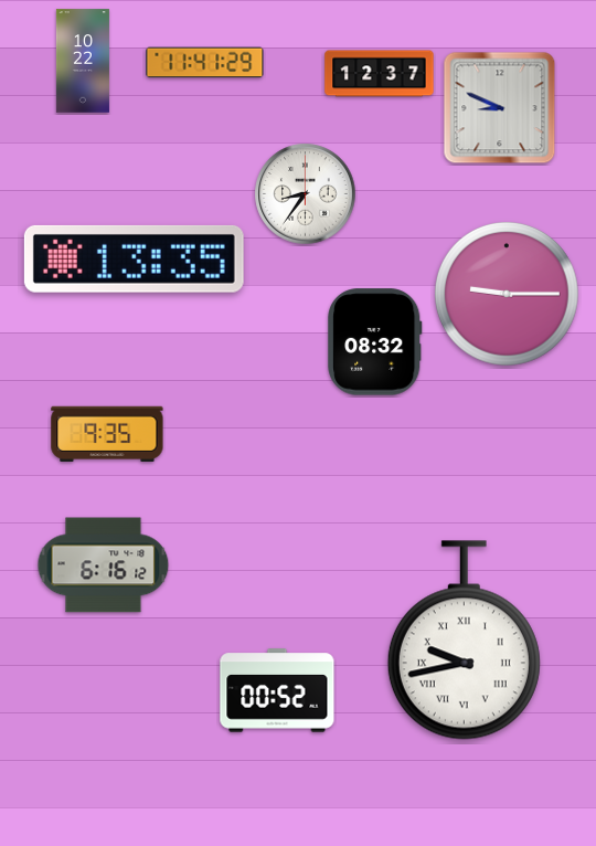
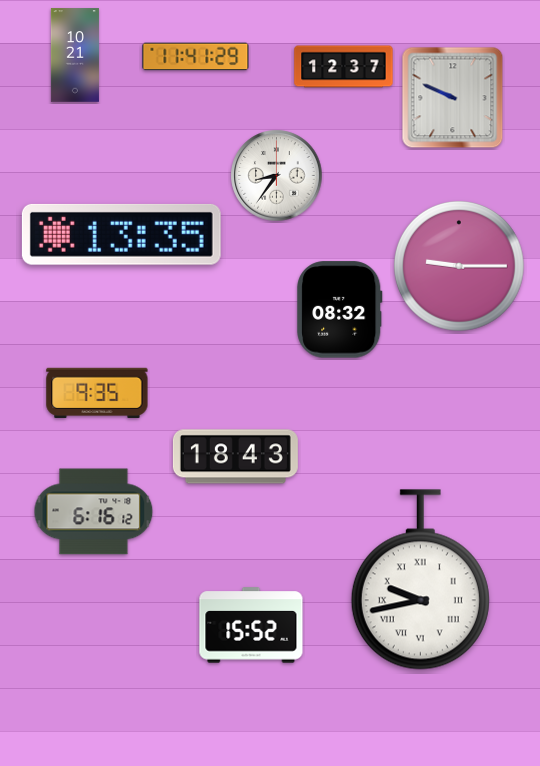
clock at (83, 61): 10:22 -> 10:21
clock at (205, 63) position: (205, 63) -> (196, 57)
clock at (500, 108): 8:49 -> 9:49
clock at (235, 457): none -> 18:43
clock at (277, 690): 00:52 -> 15:52
